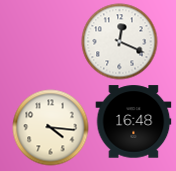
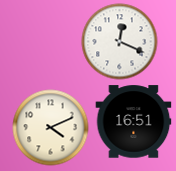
clock at (134, 122): 16:48 -> 16:51
clock at (51, 128): 4:16 -> 4:11
